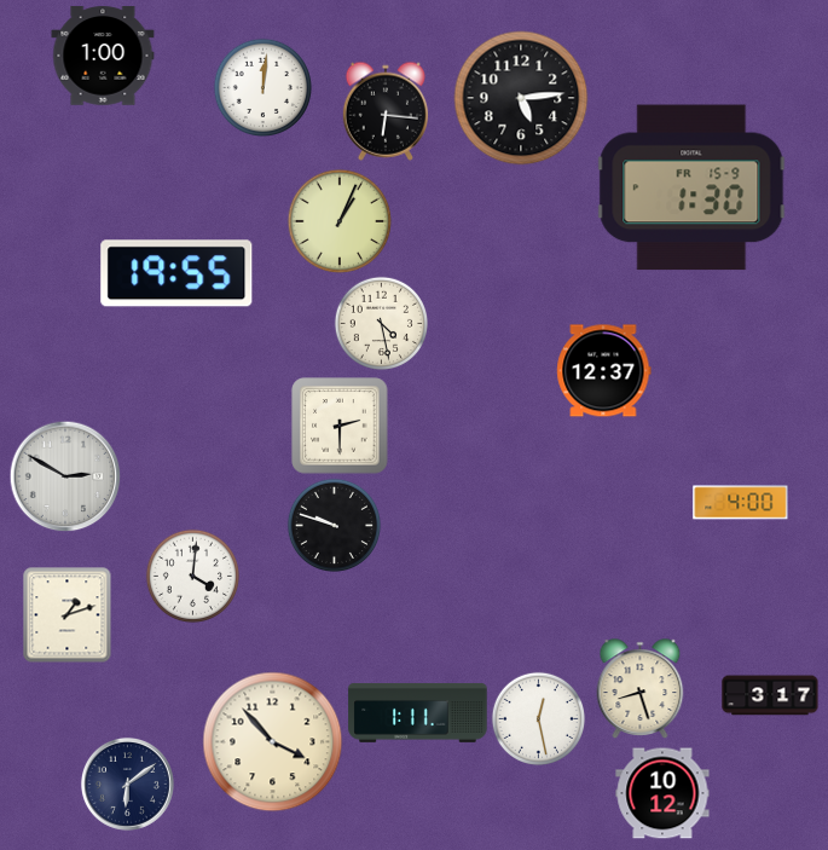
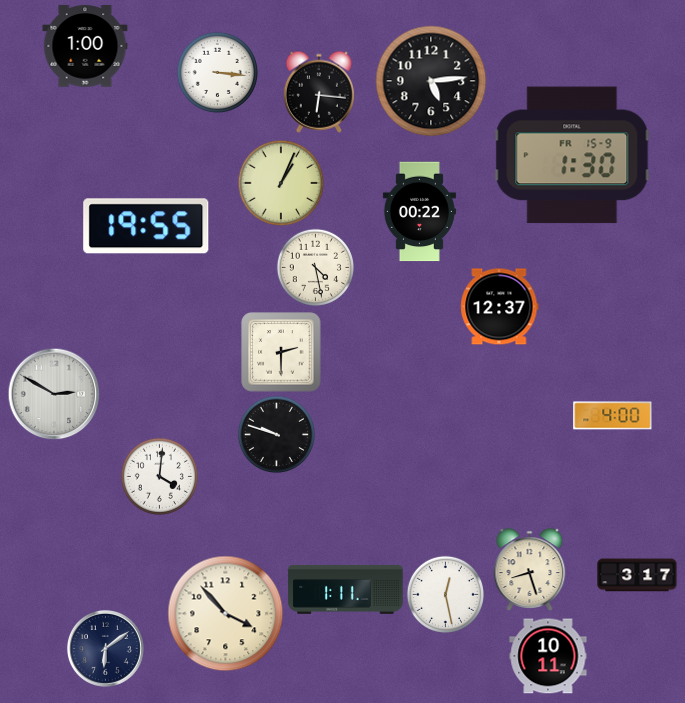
clock at (262, 87): 12:01 -> 3:16
clock at (419, 212): none -> 00:22
clock at (68, 615): 1:12 -> none
clock at (662, 793): 10:12 -> 10:11
